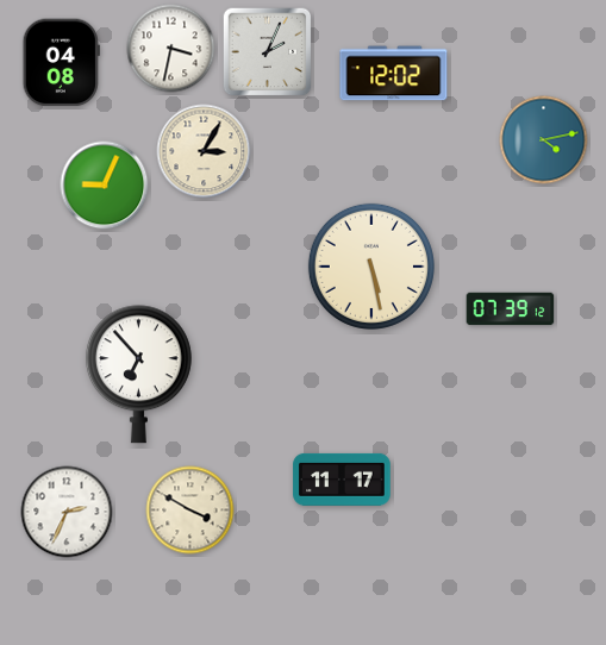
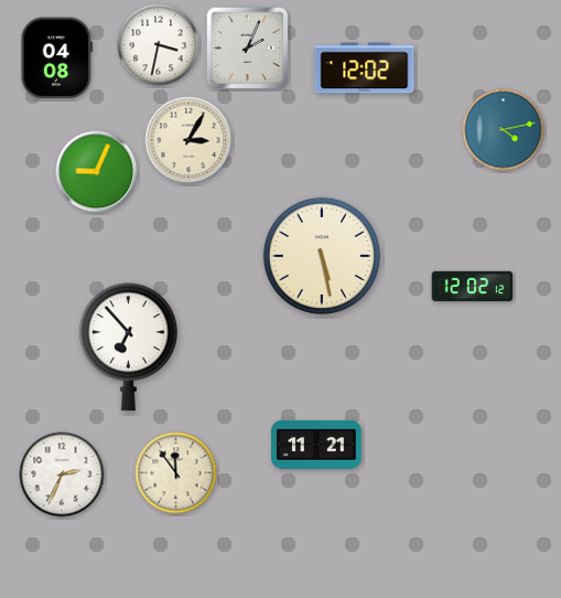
clock at (371, 267) position: (371, 267) -> (322, 256)
clock at (511, 309): 07:39 -> 12:02
clock at (342, 480): 11:17 -> 11:21
clock at (190, 511): 3:50 -> 11:54
